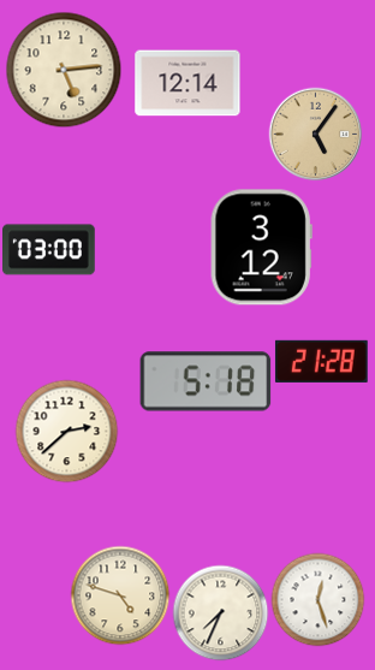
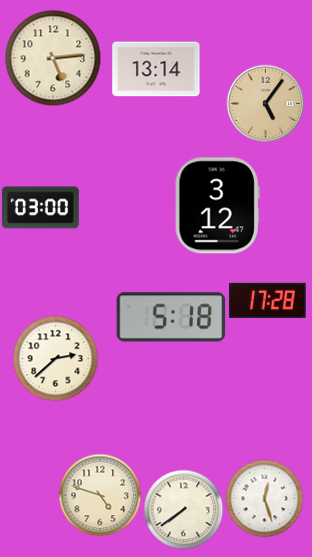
clock at (187, 83): 12:14 -> 13:14
clock at (315, 134) position: (315, 134) -> (265, 103)
clock at (321, 361): 21:28 -> 17:28
clock at (220, 612): 7:34 -> 7:39
